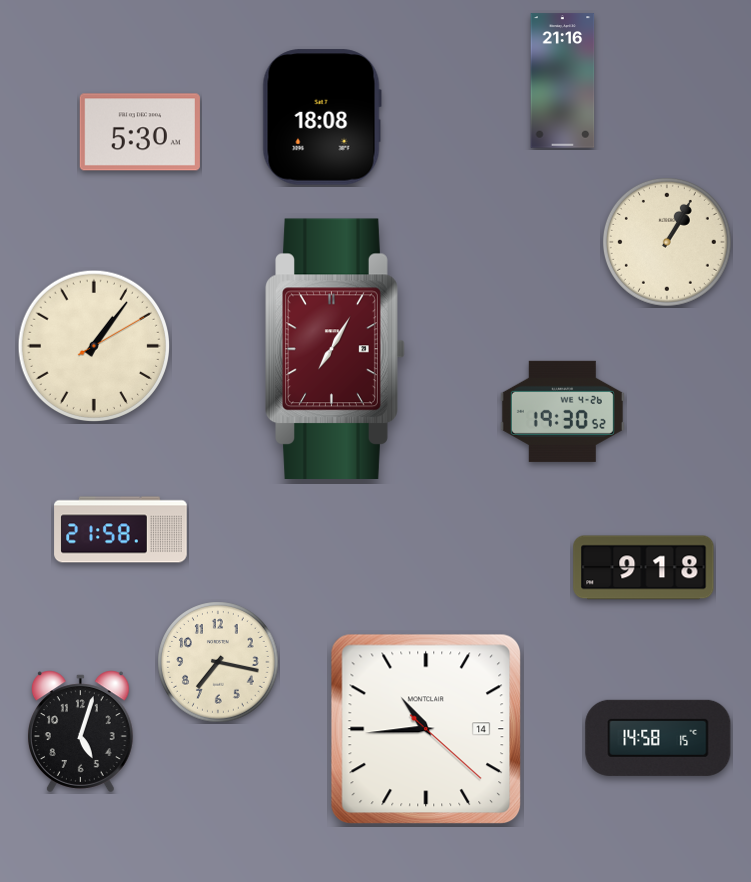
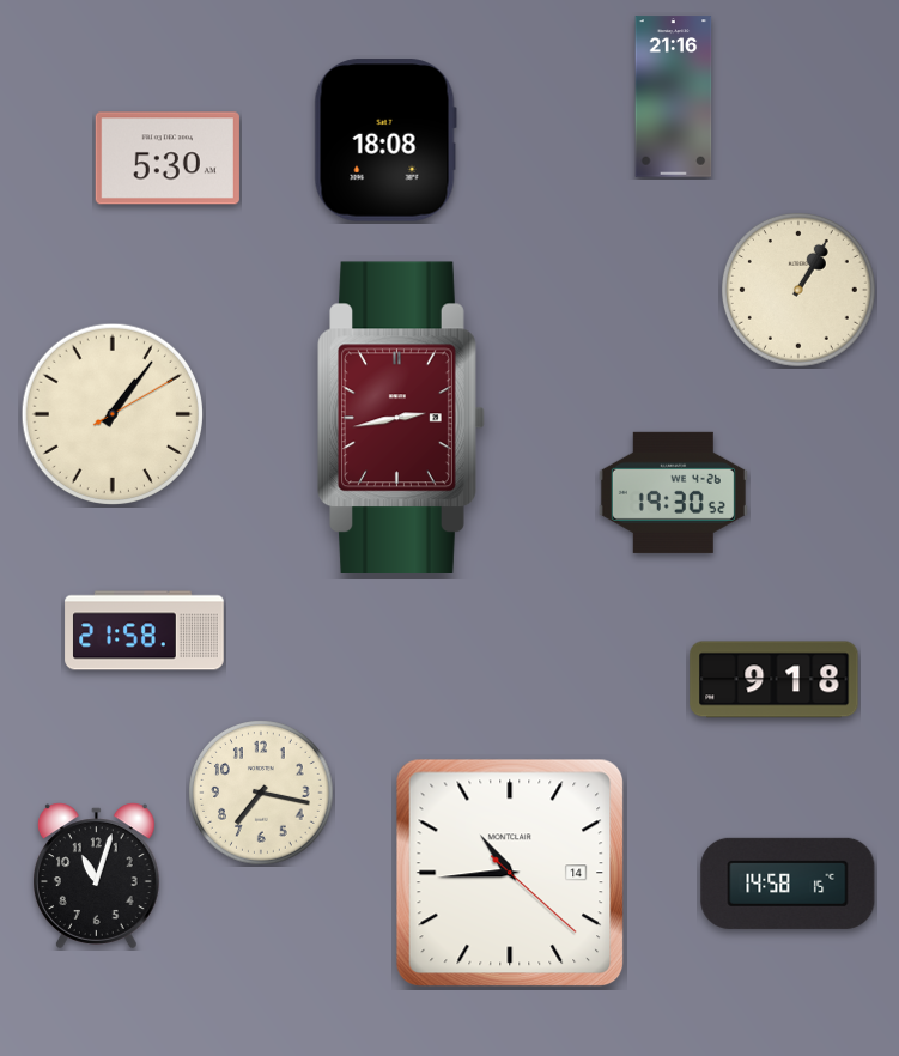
clock at (335, 348): 7:05 -> 2:43
clock at (121, 530) position: (121, 530) -> (145, 631)
clock at (644, 568) position: (644, 568) -> (775, 680)
clock at (80, 732): 5:03 -> 11:03
